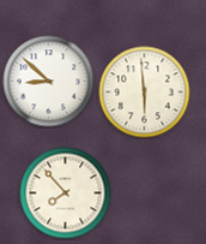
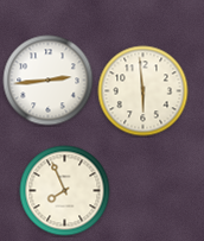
clock at (49, 82): 8:52 -> 2:44
clock at (66, 194): 7:53 -> 7:56
